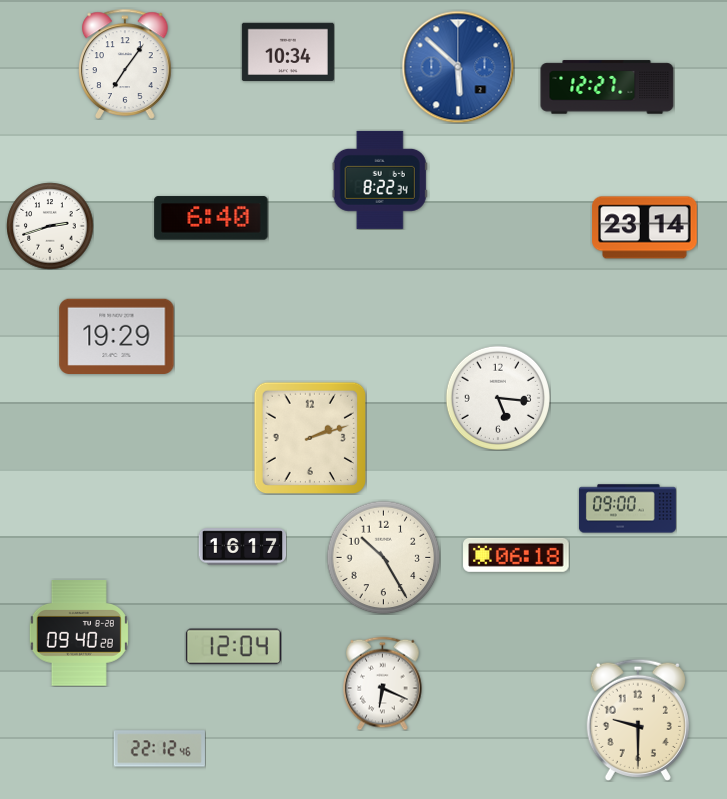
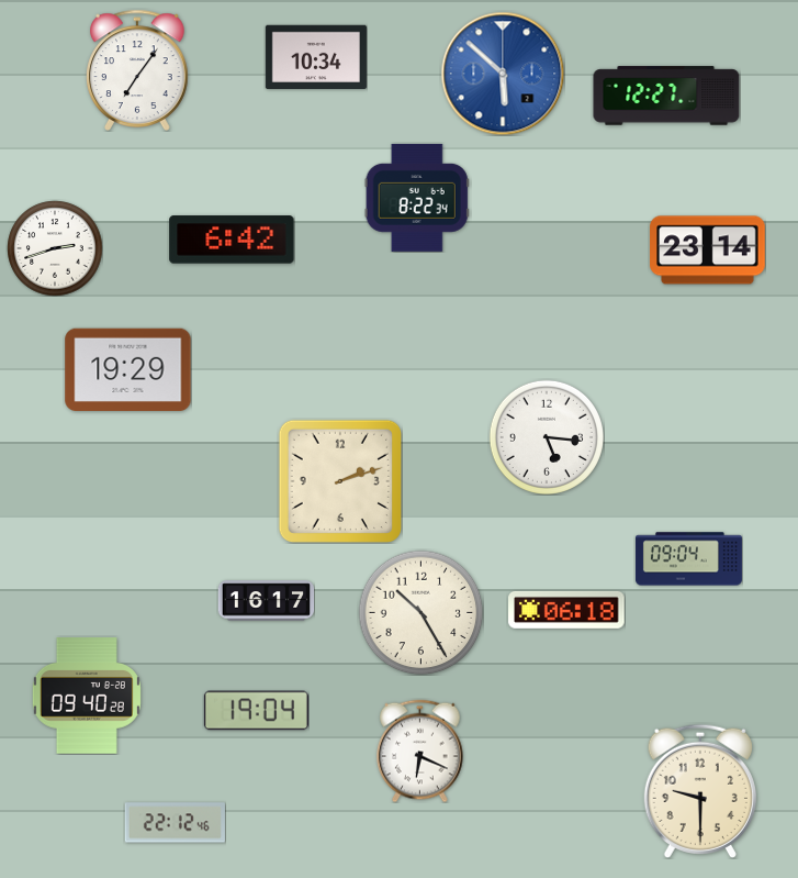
clock at (211, 218): 6:40 -> 6:42
clock at (627, 509): 09:00 -> 09:04
clock at (233, 647): 12:04 -> 19:04
